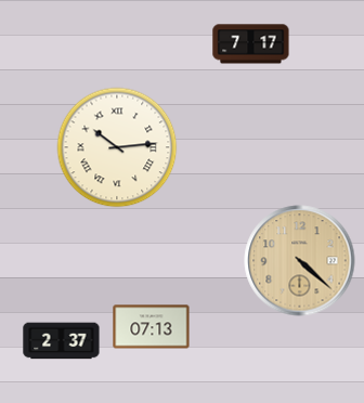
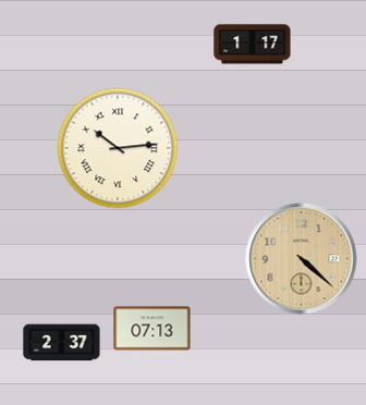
clock at (251, 44): 7:17 -> 1:17
clock at (300, 261) position: (300, 261) -> (302, 259)
